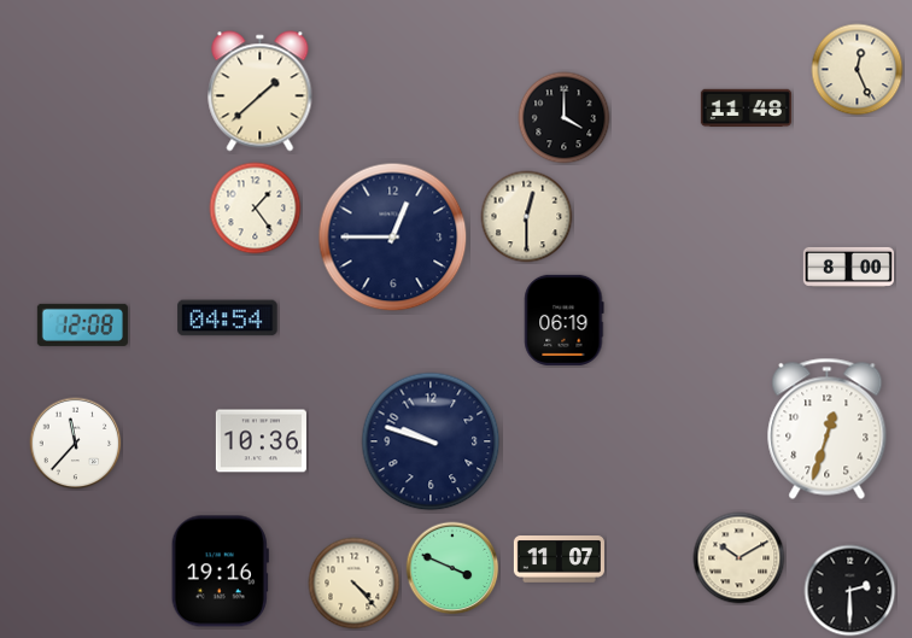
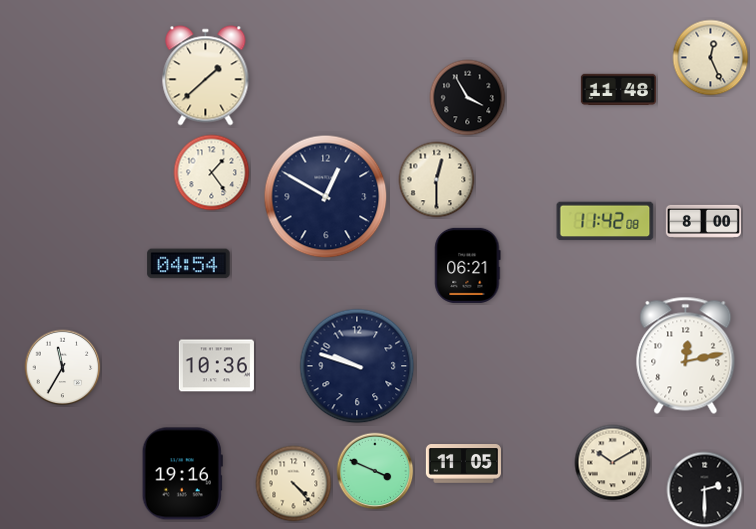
clock at (261, 92) position: (261, 92) -> (206, 76)
clock at (565, 118): 4:00 -> 3:55
clock at (393, 238): 12:45 -> 12:50
clock at (605, 221): none -> 11:42
clock at (565, 320): 06:19 -> 06:21
clock at (82, 324): 12:08 -> none
clock at (828, 428): 12:33 -> 12:13
clock at (76, 444): 11:37 -> 11:35
clock at (559, 560): 11:07 -> 11:05
